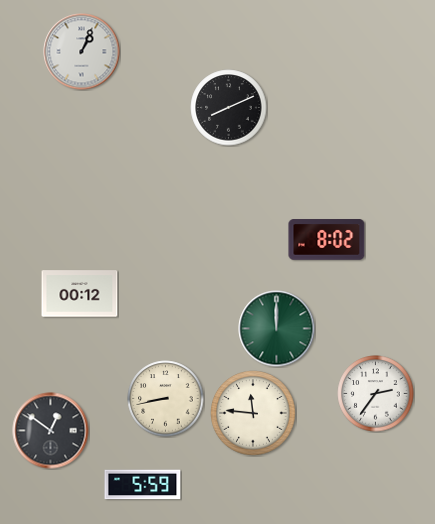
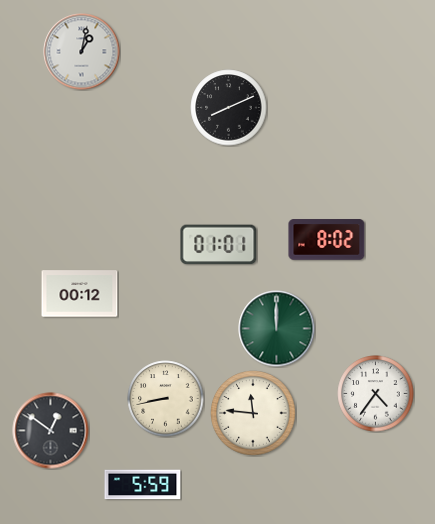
clock at (82, 52): 1:04 -> 1:02
clock at (219, 245): none -> 01:01
clock at (376, 394): 2:36 -> 4:36
